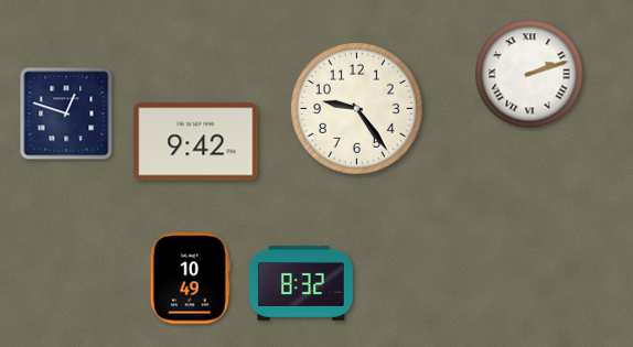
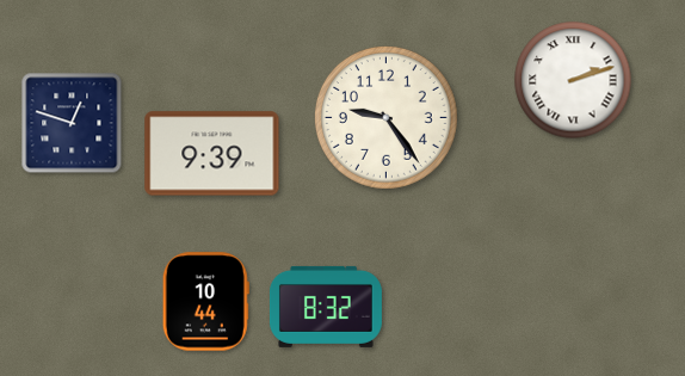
clock at (196, 142): 9:42 -> 9:39
clock at (190, 279): 10:49 -> 10:44
